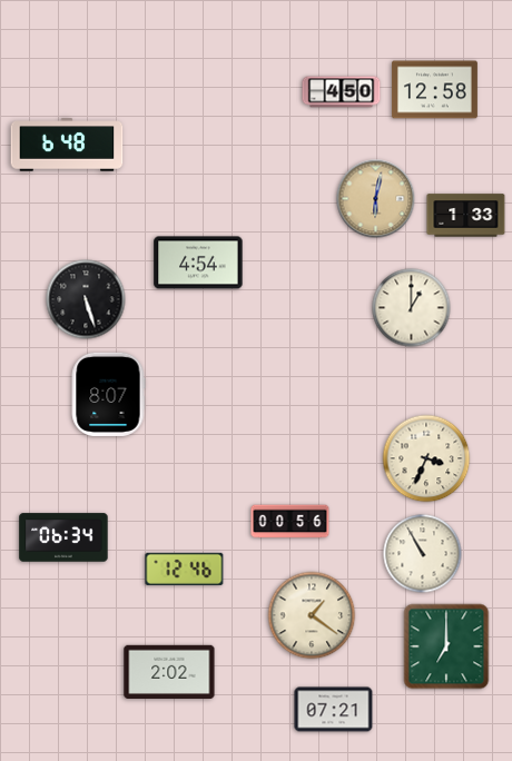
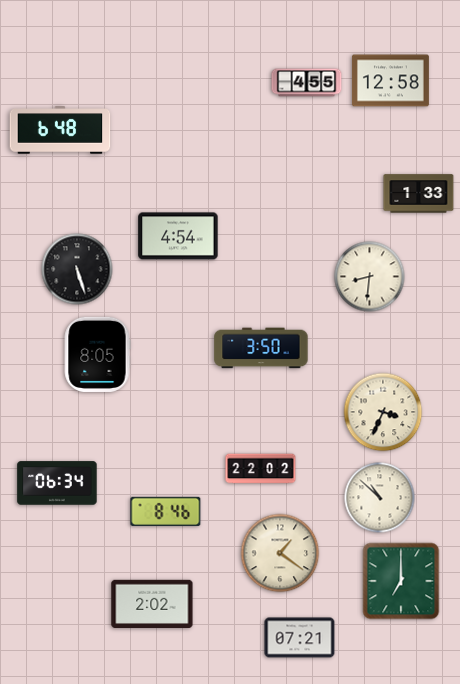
clock at (342, 92): 4:50 -> 4:55
clock at (376, 199): 6:02 -> none
clock at (412, 308): 1:00 -> 8:31
clock at (261, 348): none -> 3:50
clock at (108, 394): 8:07 -> 8:05
clock at (291, 522): 00:56 -> 22:02
clock at (423, 554): 10:55 -> 10:52
clock at (185, 569): 12:46 -> 8:46
